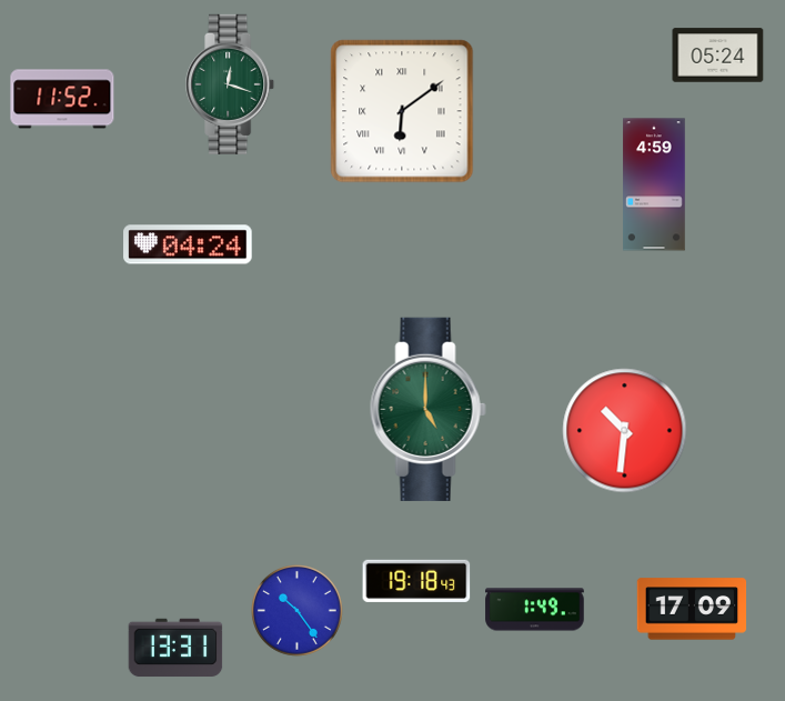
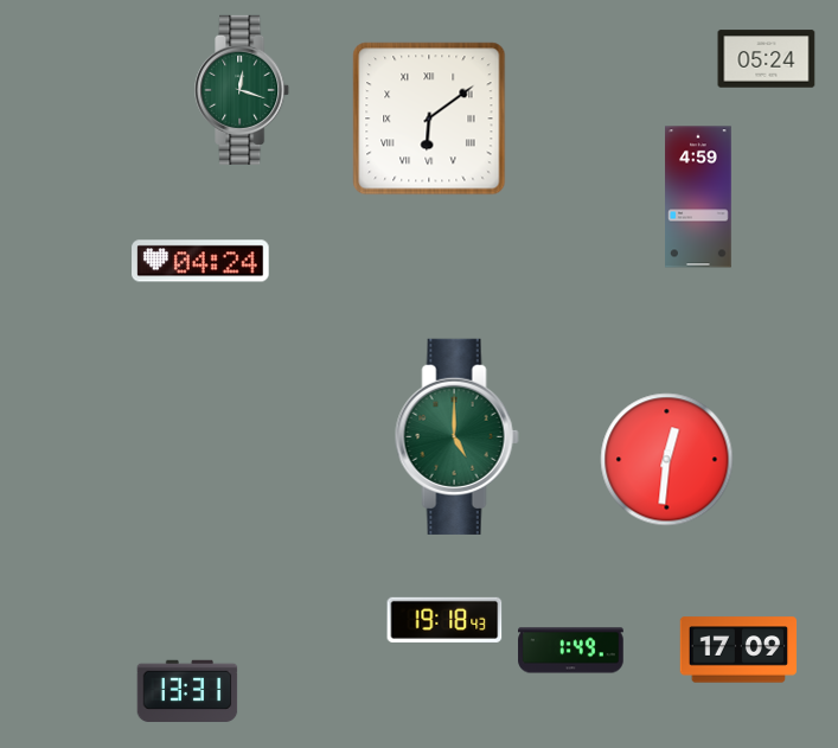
clock at (231, 84) position: (231, 84) -> (243, 90)
clock at (62, 99): 11:52 -> none
clock at (625, 431): 10:31 -> 12:31
clock at (298, 611): 10:24 -> none
